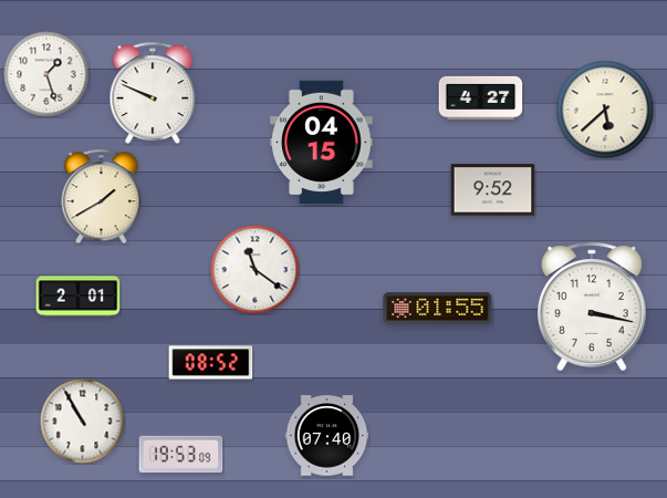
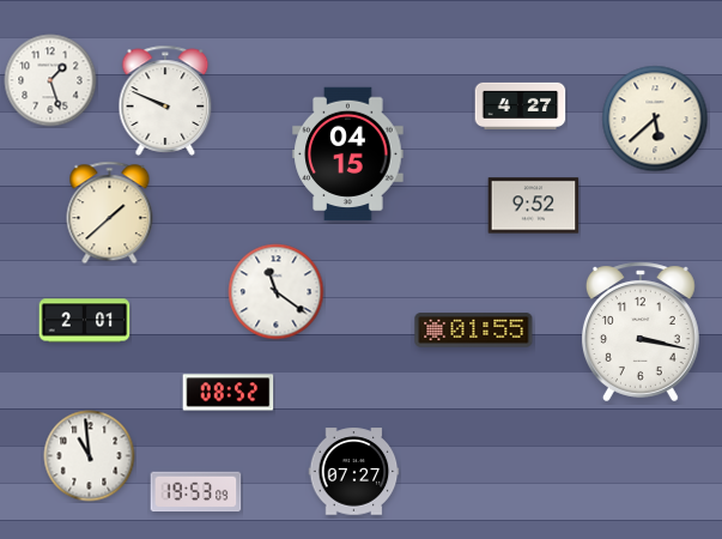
clock at (102, 197): 1:40 -> 1:38
clock at (438, 309) position: (438, 309) -> (474, 331)
clock at (83, 422): 10:55 -> 10:59
clock at (327, 436): 07:40 -> 07:27
